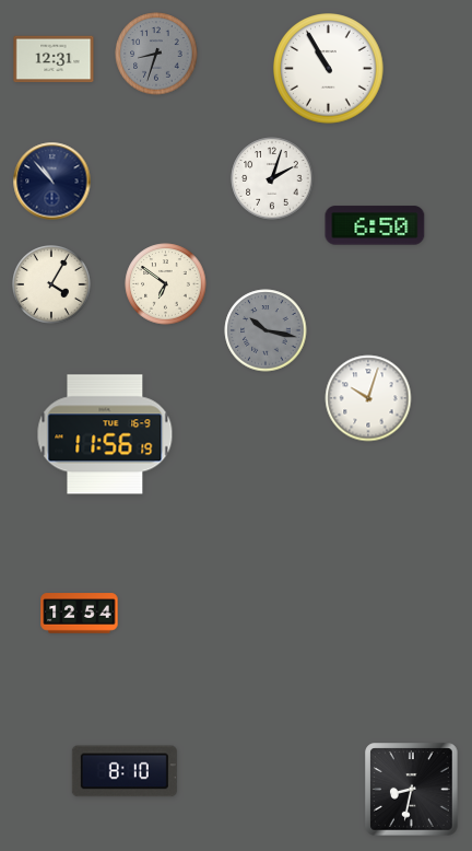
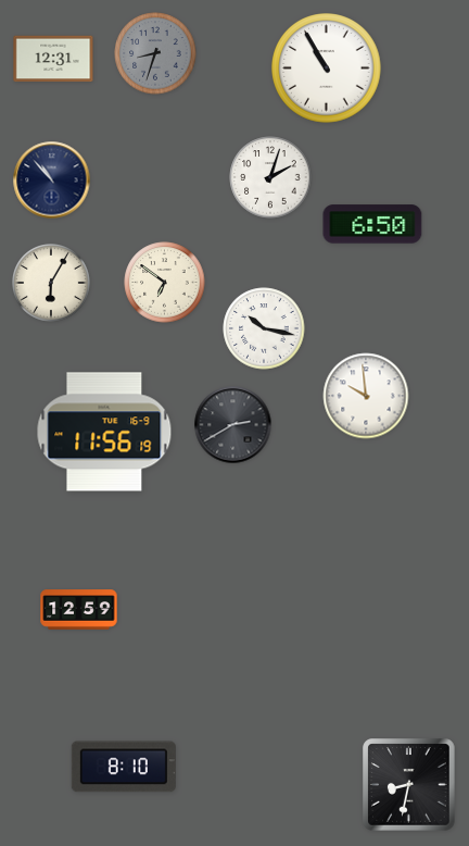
clock at (52, 285): 4:05 -> 6:05
clock at (265, 330) dial: grey -> white
clock at (368, 398): 10:03 -> 9:59
clock at (233, 425): none -> 2:40
clock at (80, 614): 12:54 -> 12:59
